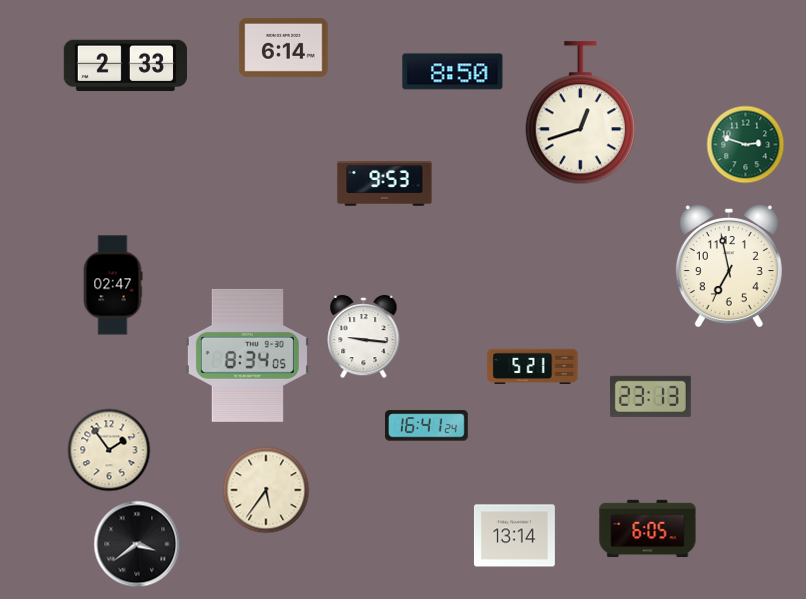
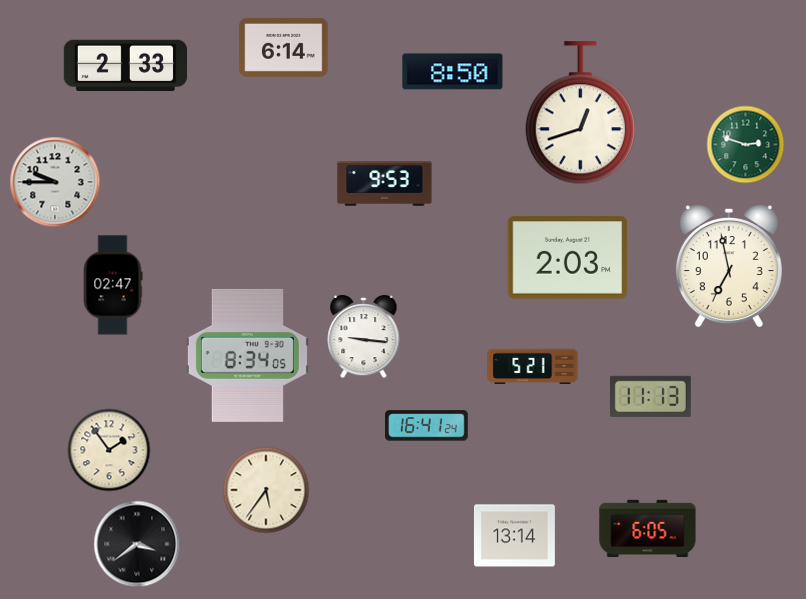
clock at (55, 182): none -> 9:45
clock at (568, 258): none -> 2:03
clock at (650, 396): 23:13 -> 11:13
